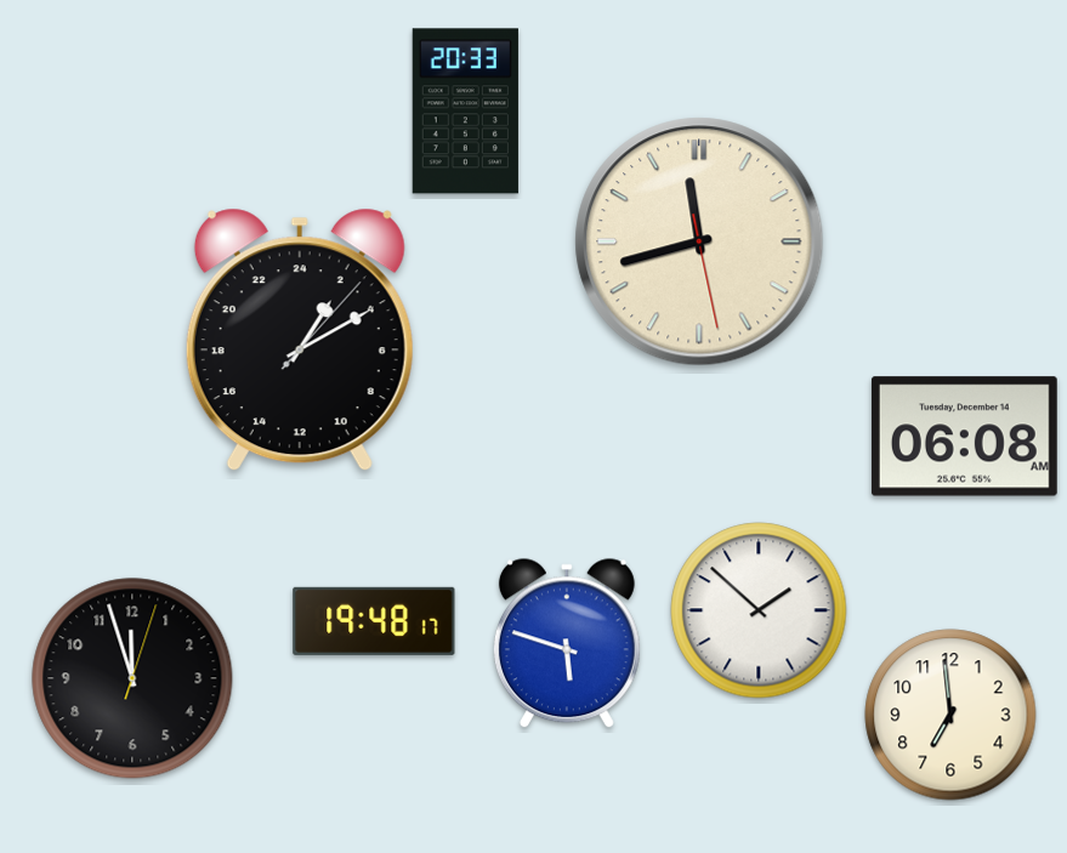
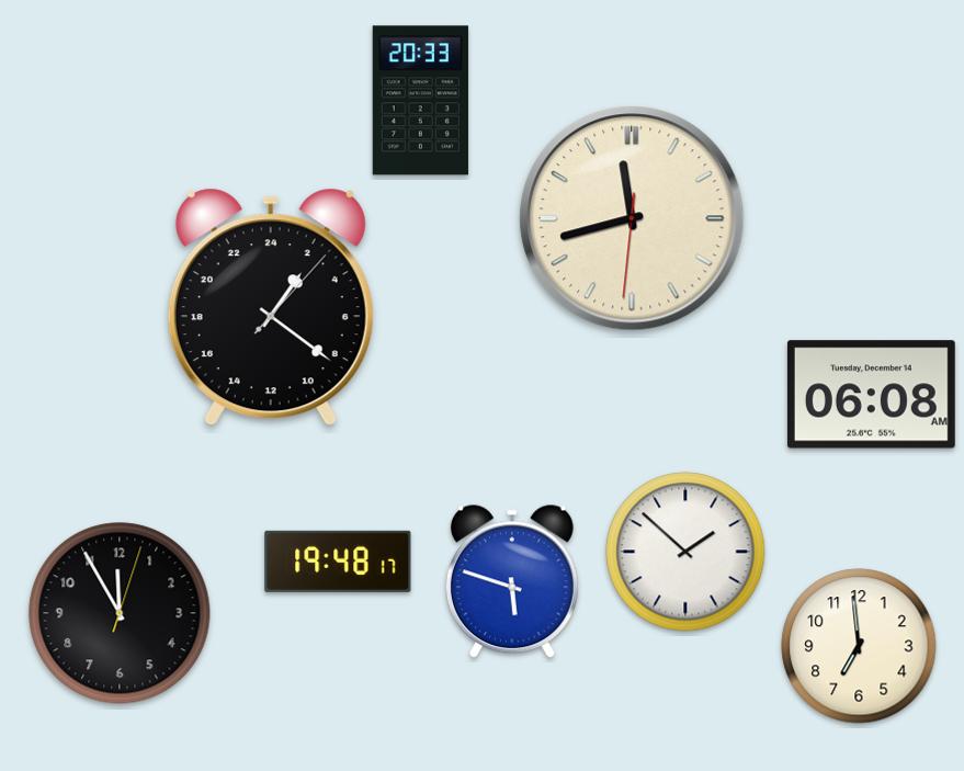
clock at (699, 241): 11:42:28 -> 11:42:31
clock at (300, 340): 2:10 -> 2:21
clock at (132, 678): 11:57 -> 11:55
